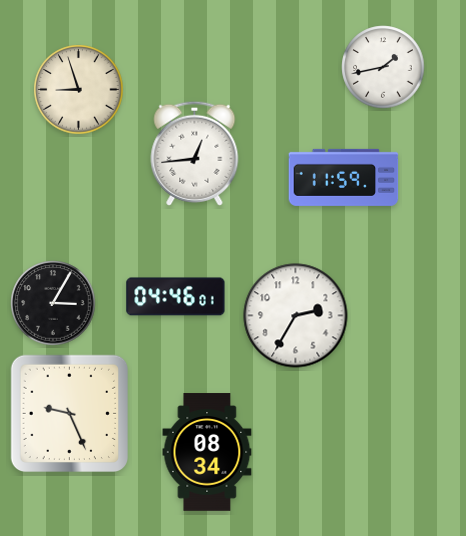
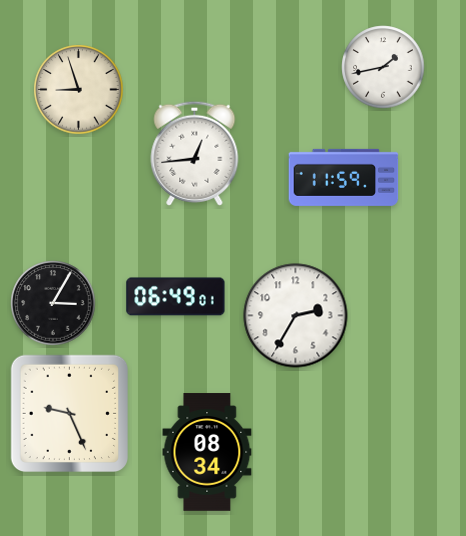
clock at (176, 297): 04:46 -> 06:49
